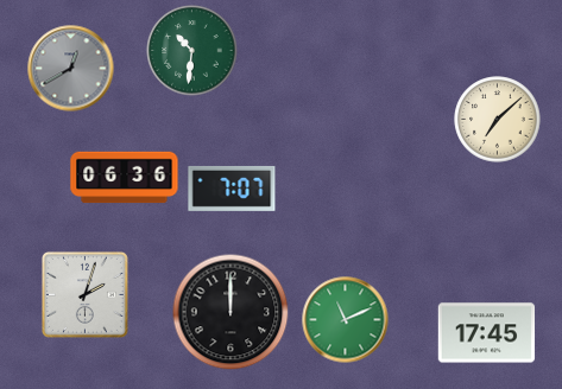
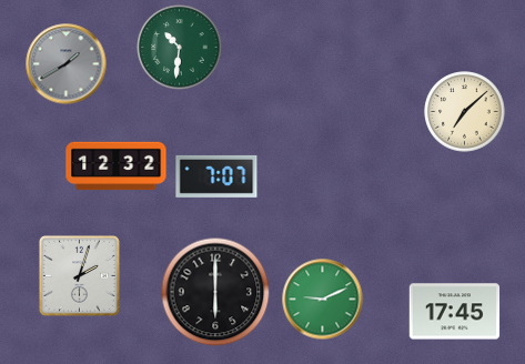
clock at (71, 69): 12:40 -> 1:40
clock at (125, 178): 06:36 -> 12:32
clock at (231, 312): 12:00 -> 6:00
clock at (346, 320): 11:11 -> 9:11
